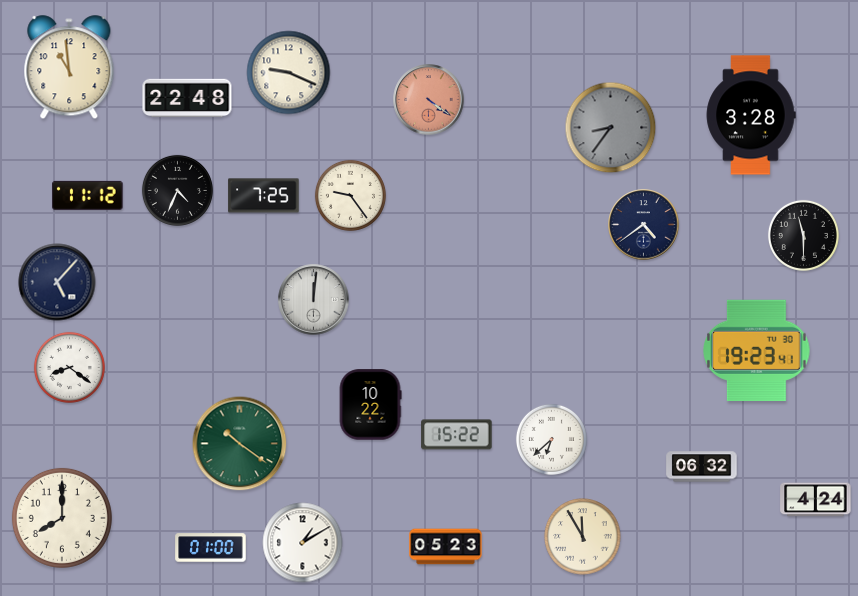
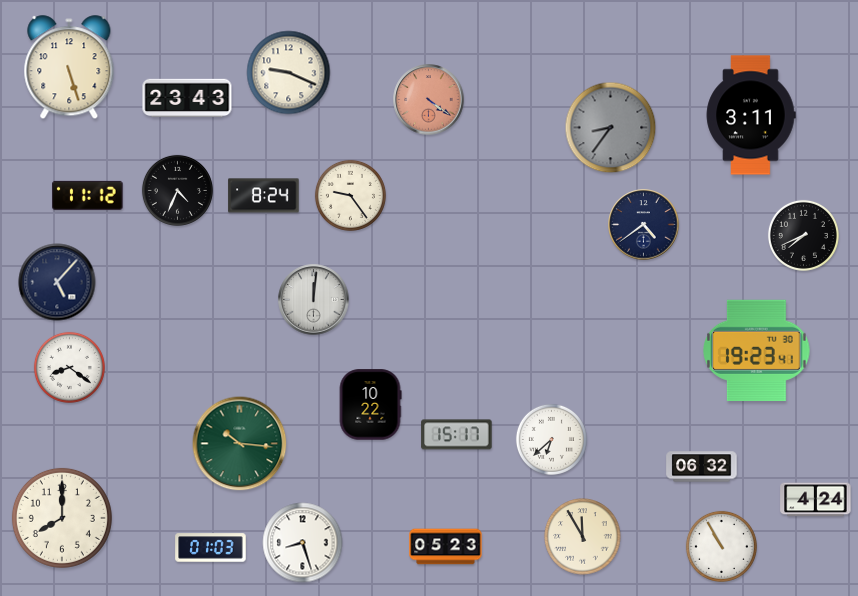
clock at (69, 68): 10:59 -> 5:27
clock at (187, 98): 22:48 -> 23:43
clock at (751, 115): 3:28 -> 3:11
clock at (264, 196): 7:25 -> 8:24
clock at (803, 235): 11:30 -> 7:41
clock at (457, 435): 15:22 -> 15:17
clock at (240, 444): 10:21 -> 10:16
clock at (303, 543): 1:10 -> 8:27
clock at (721, 546): none -> 10:55
clock at (211, 548): 01:00 -> 01:03
